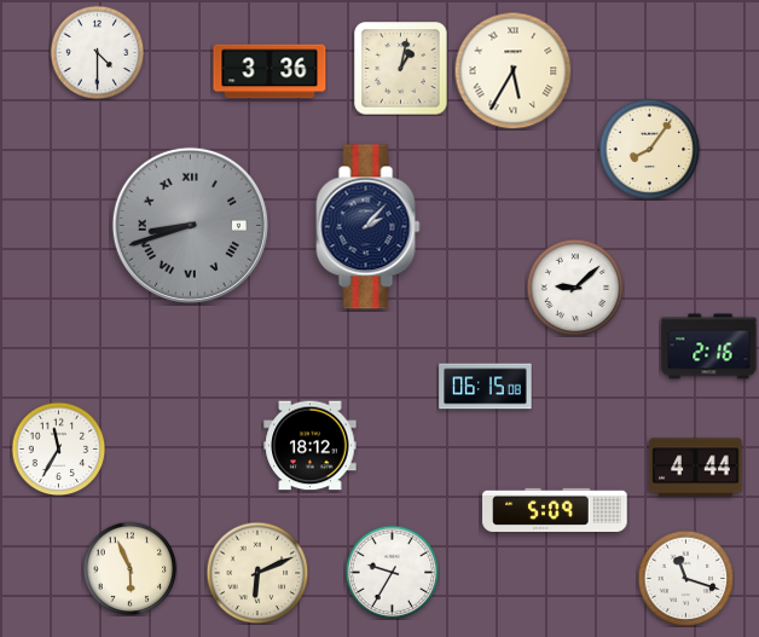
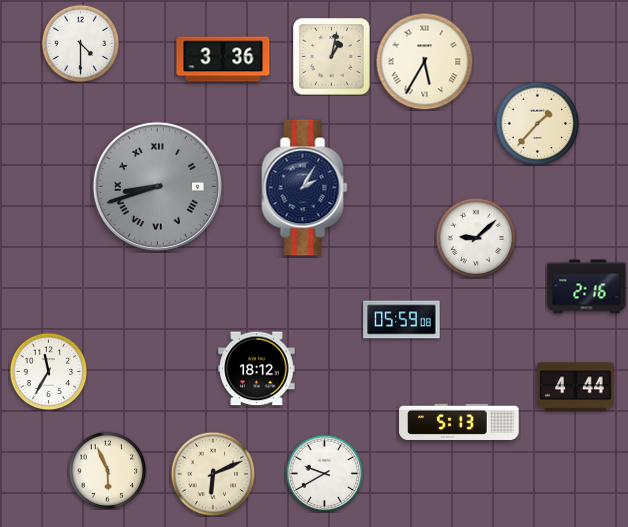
clock at (512, 70) position: (512, 70) -> (424, 61)
clock at (649, 149): 8:06 -> 1:37
clock at (369, 227): 2:07 -> 2:05
clock at (486, 387): 06:15 -> 05:59
clock at (555, 510): 5:09 -> 5:13
clock at (392, 572): 9:35 -> 9:40
clock at (685, 578): 11:18 -> none
